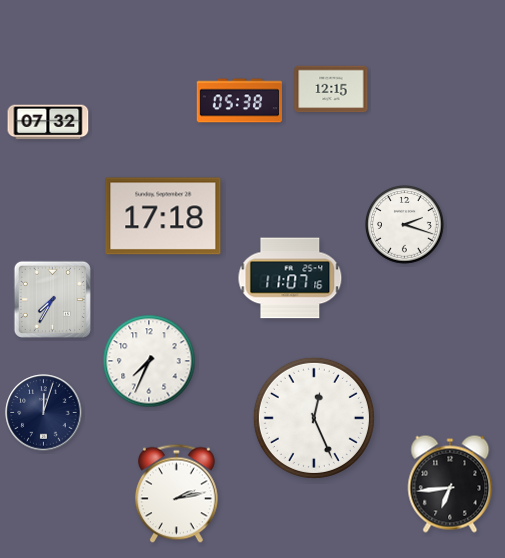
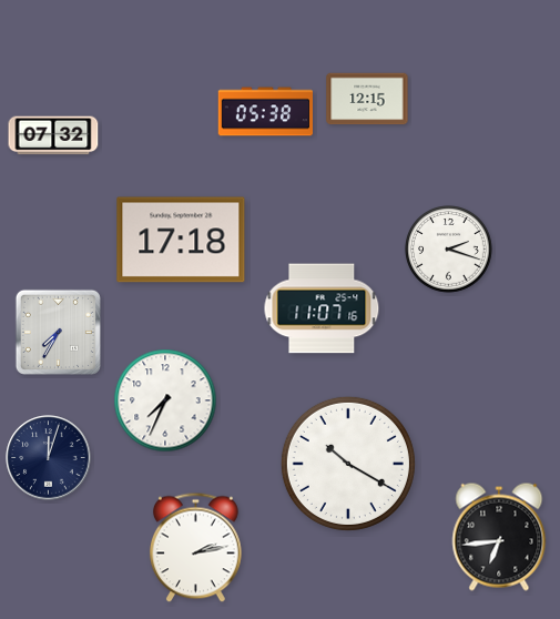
clock at (314, 418): 12:26 -> 10:20
